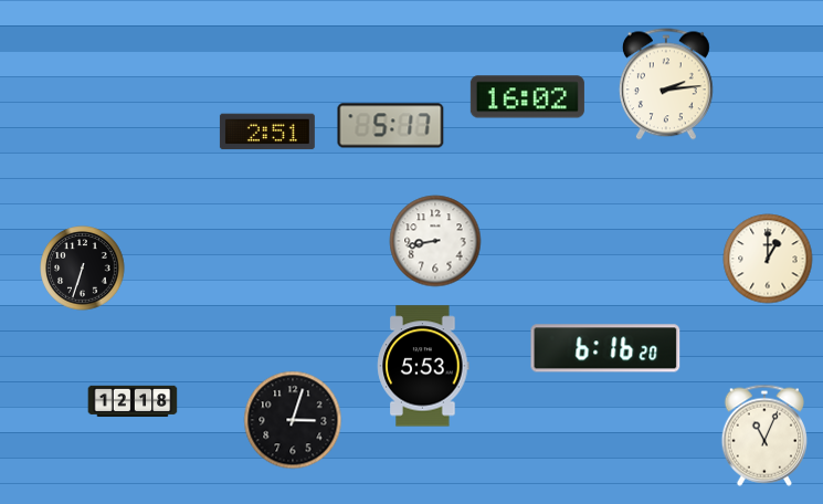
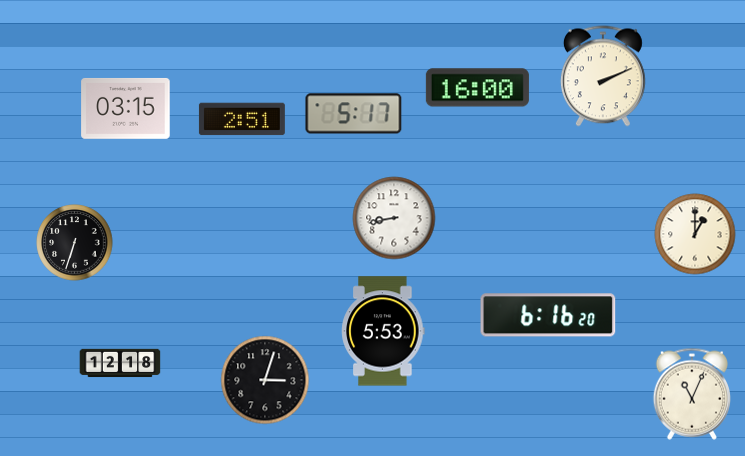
clock at (666, 84): 2:14 -> 2:11
clock at (527, 97): 16:02 -> 16:00
clock at (126, 108): none -> 03:15
